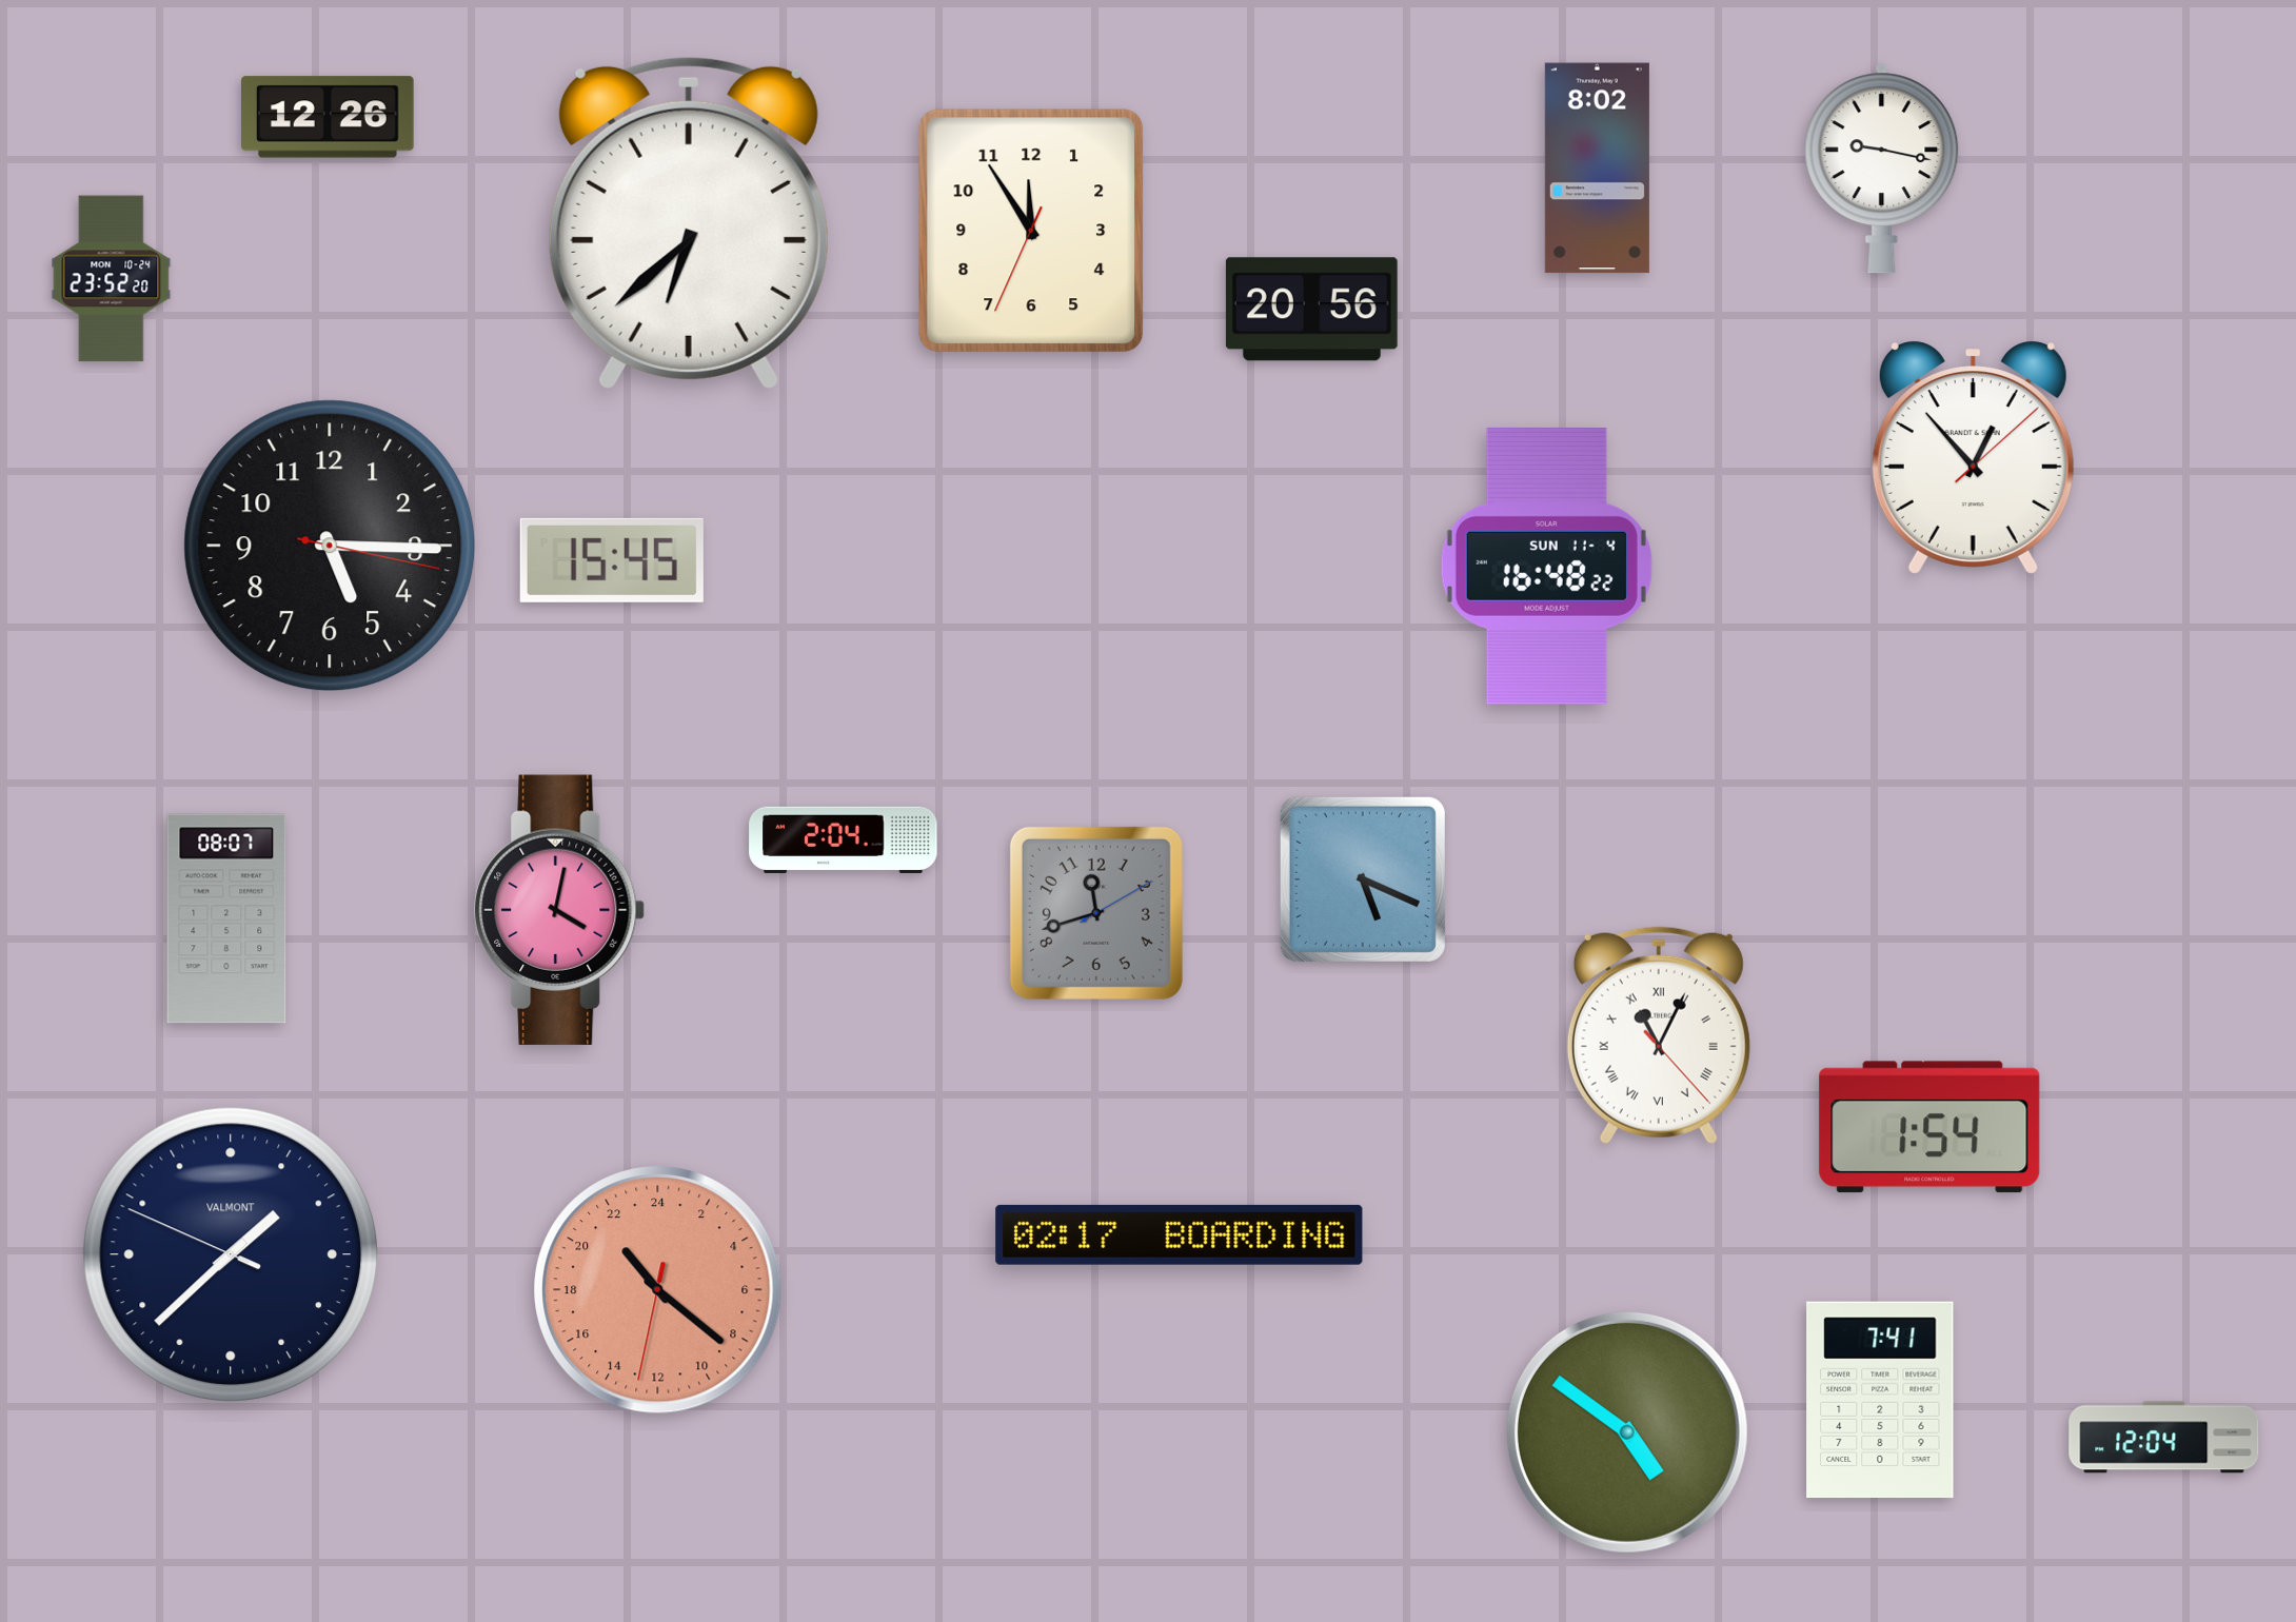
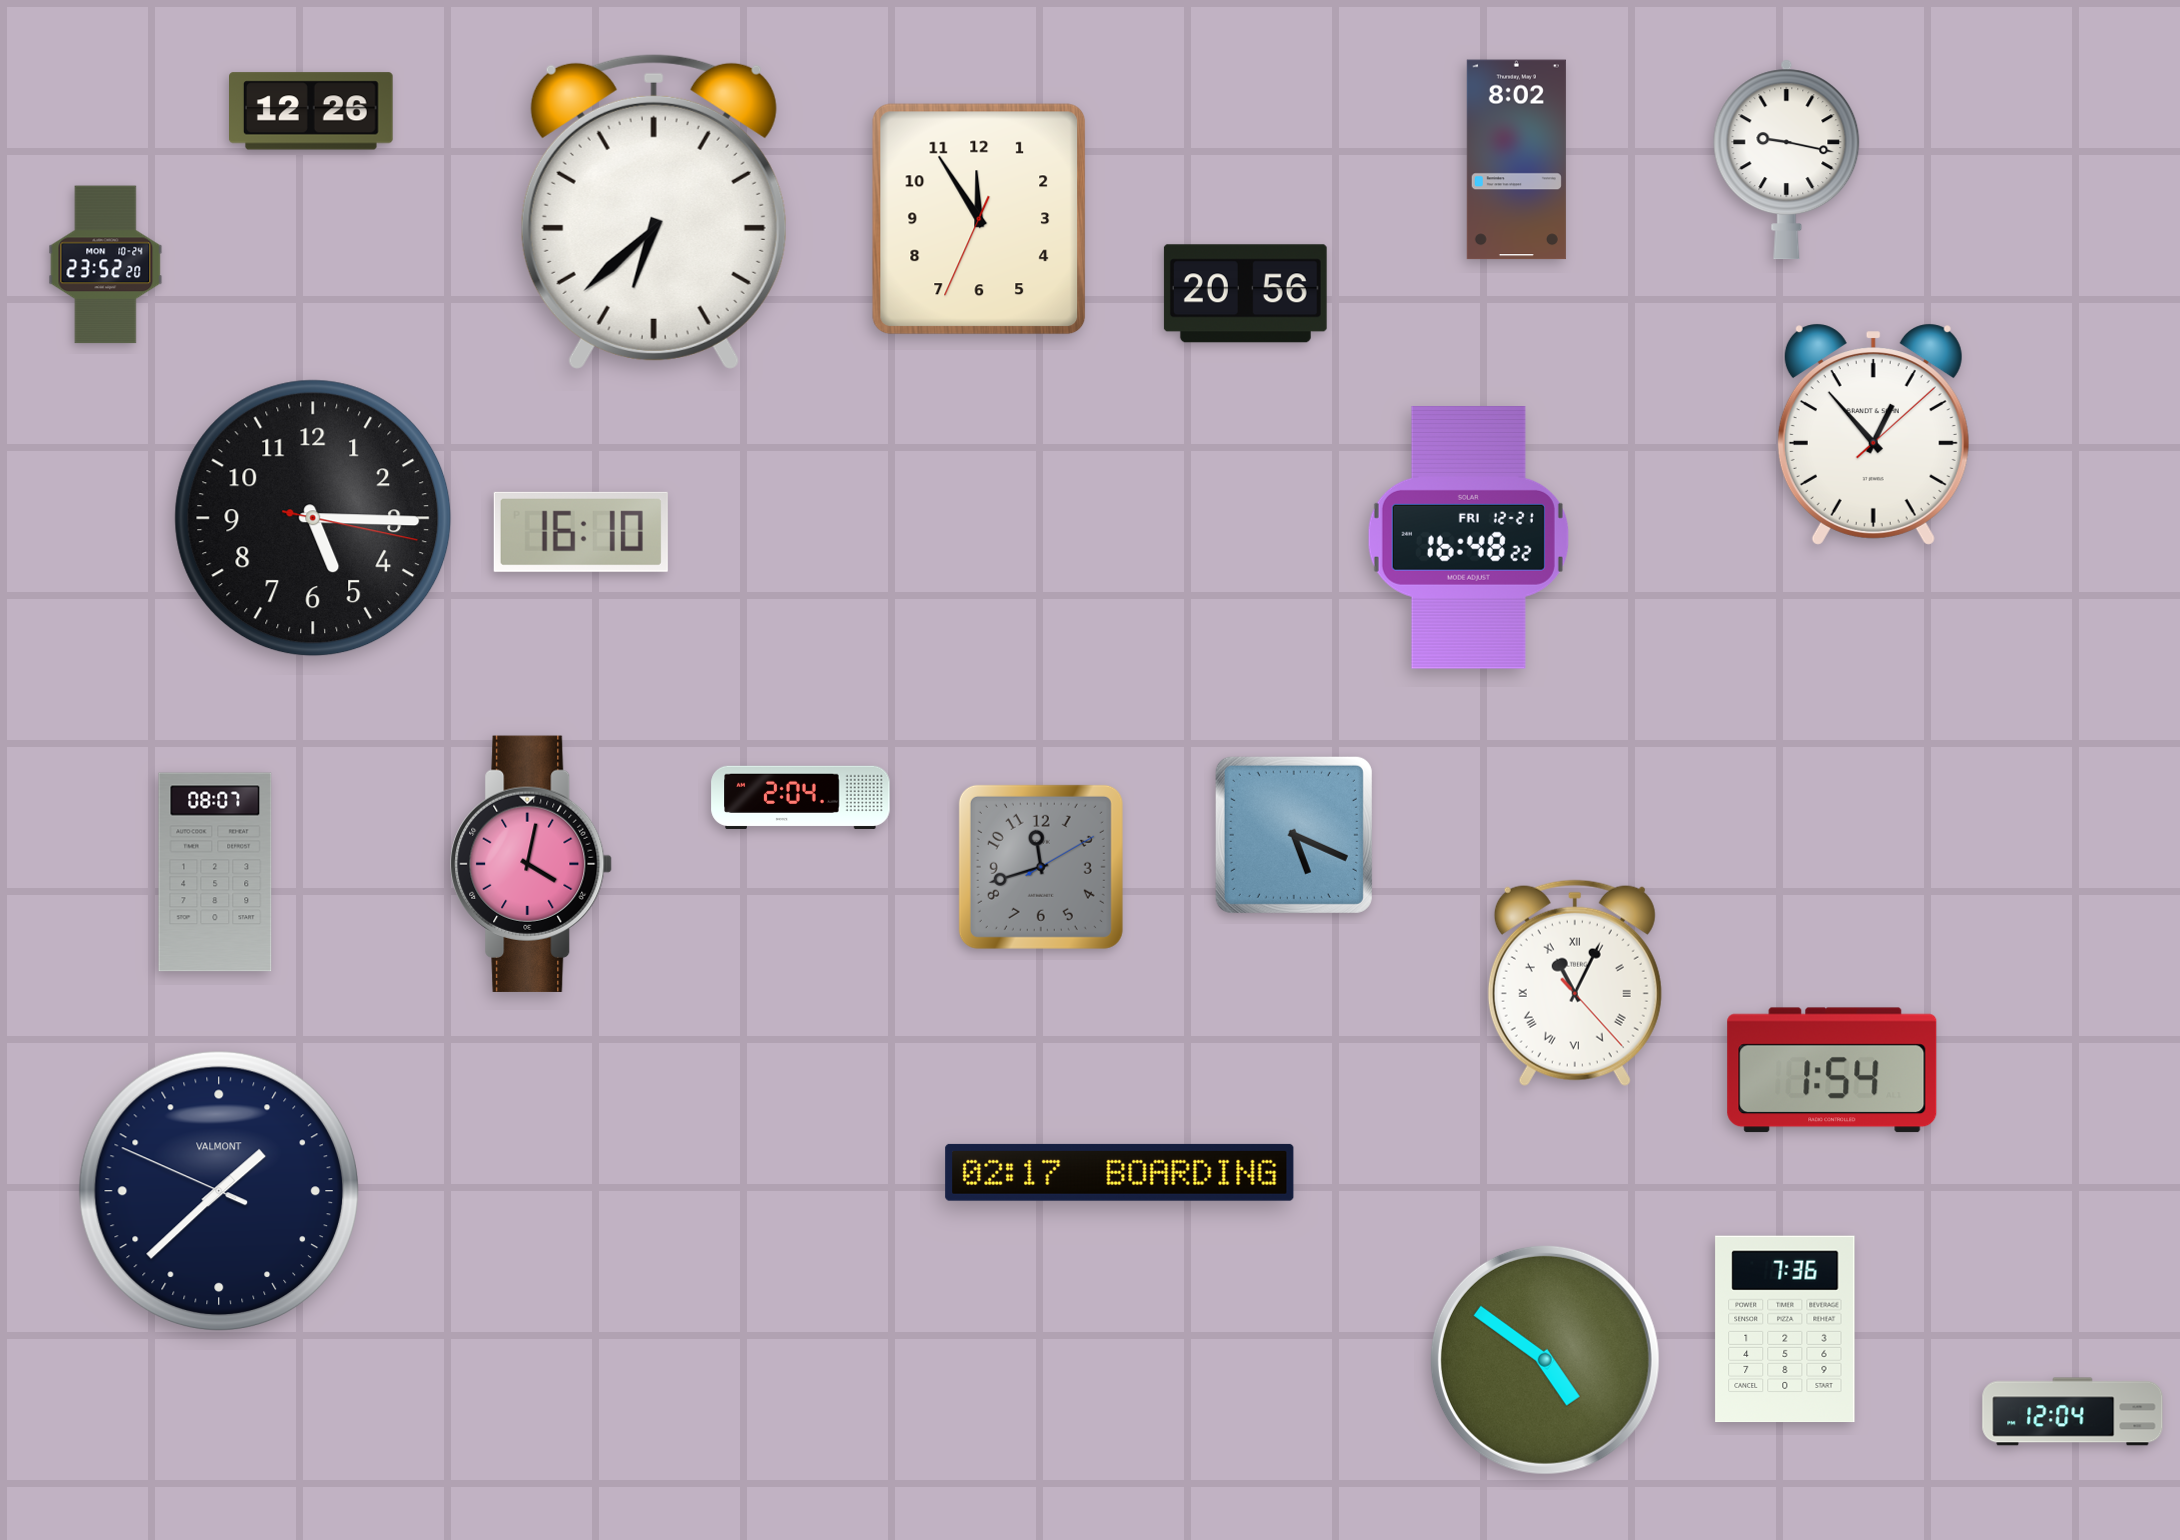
clock at (612, 560): 15:45 -> 16:10
clock at (1546, 567) date: SUN 11-4 -> FRI 12-21
clock at (658, 1290): 21:21 -> none
clock at (1880, 1400): 7:41 -> 7:36
clock at (2164, 1438) position: (2164, 1438) -> (2073, 1412)
